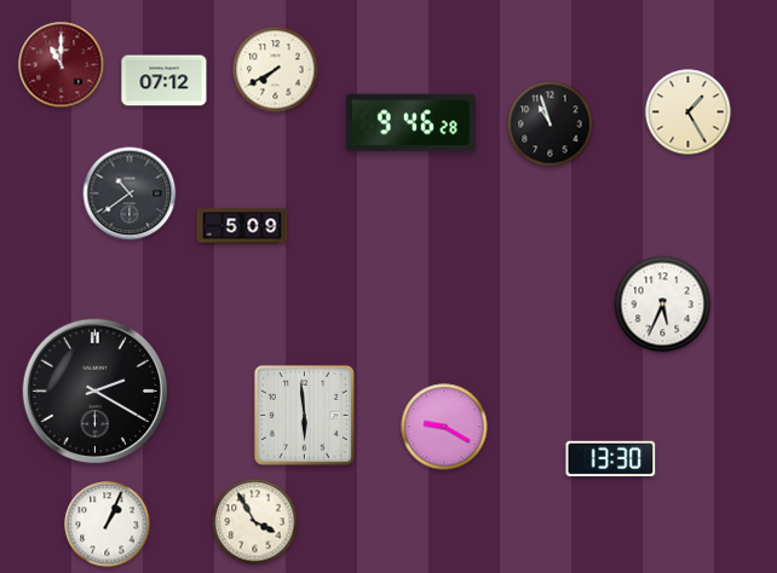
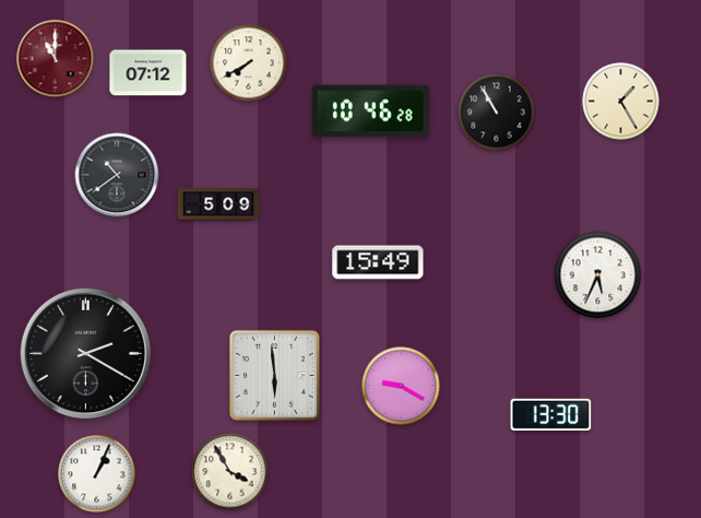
clock at (410, 123): 9:46 -> 10:46
clock at (551, 125): 10:57 -> 10:55
clock at (378, 262): none -> 15:49
